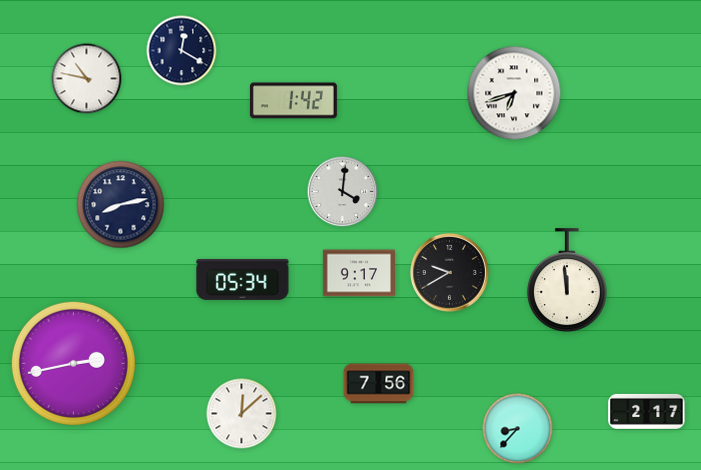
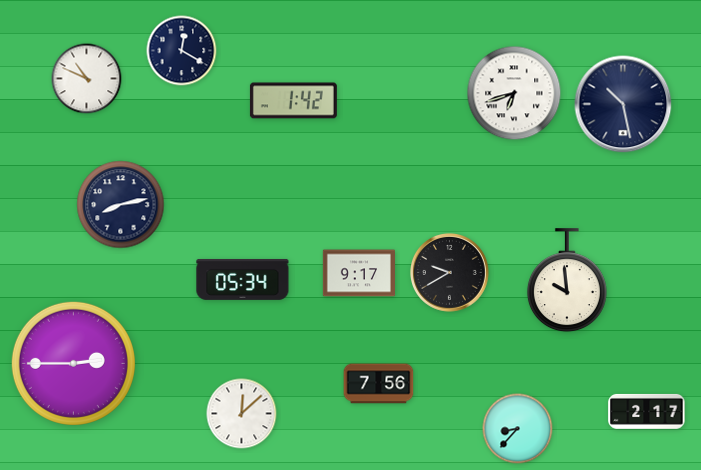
clock at (87, 79): 10:47 -> 10:49
clock at (623, 104): none -> 10:28
clock at (343, 192): 4:01 -> none
clock at (567, 281): 11:59 -> 9:59
clock at (73, 363): 2:43 -> 2:45
